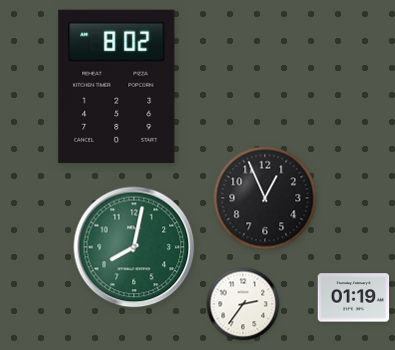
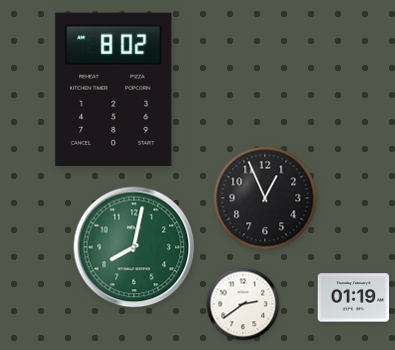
clock at (117, 86) position: (117, 86) -> (114, 89)
clock at (243, 304): 2:36 -> 2:39
